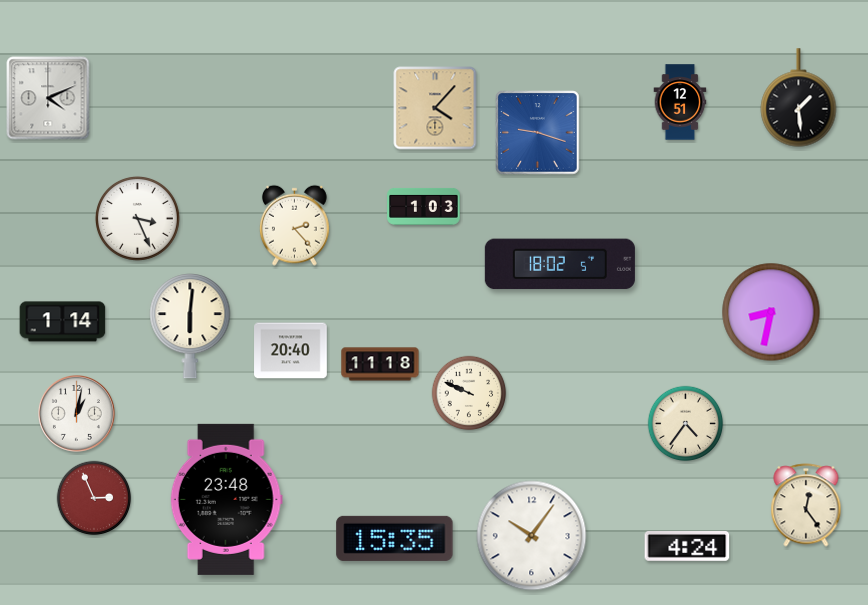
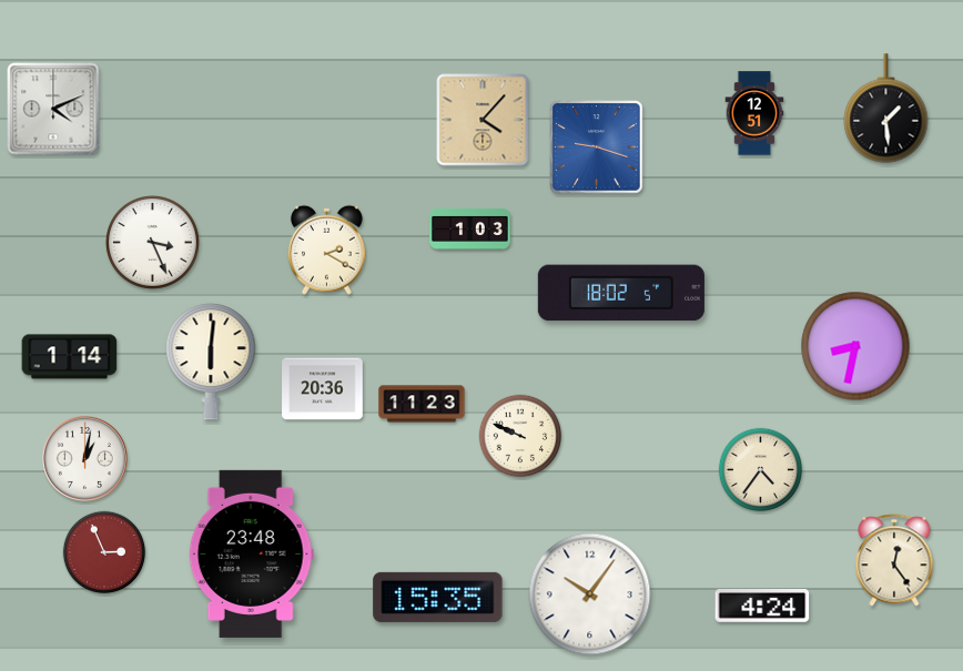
clock at (294, 225): 2:23 -> 2:20
clock at (291, 351): 20:40 -> 20:36
clock at (380, 364): 11:18 -> 11:23
